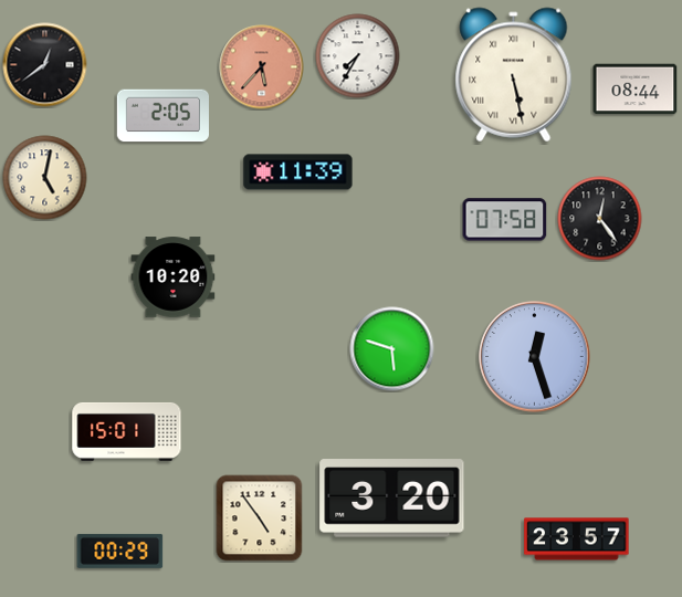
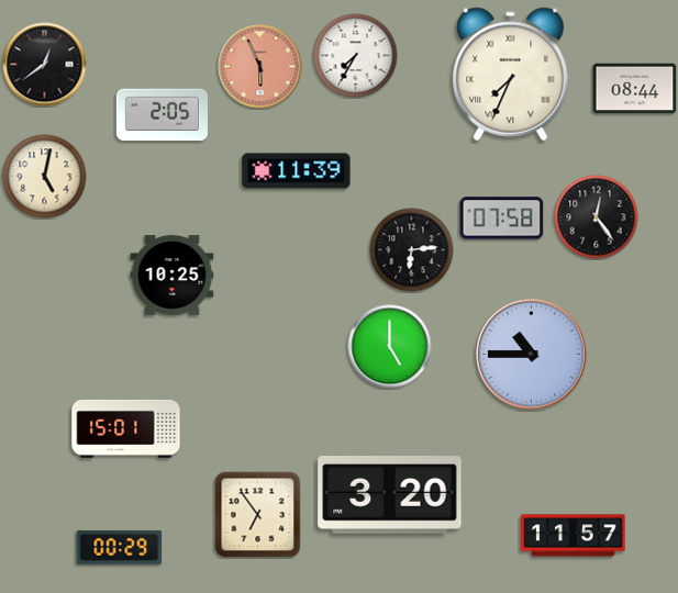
clock at (262, 67): 5:37 -> 5:56
clock at (514, 75): 5:28 -> 7:34
clock at (636, 90) position: (636, 90) -> (635, 89)
clock at (412, 250): none -> 6:14
clock at (174, 277): 10:20 -> 10:25
clock at (392, 349): 5:48 -> 5:00
clock at (535, 357): 12:27 -> 10:45
clock at (260, 519): 4:54 -> 6:54
clock at (577, 540): 23:57 -> 11:57
